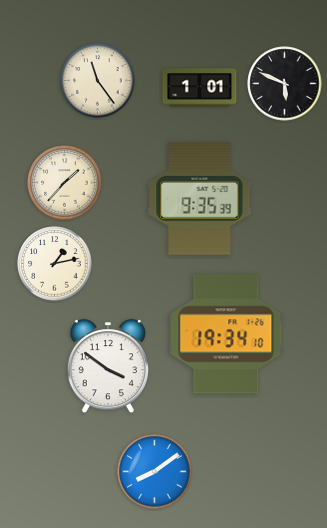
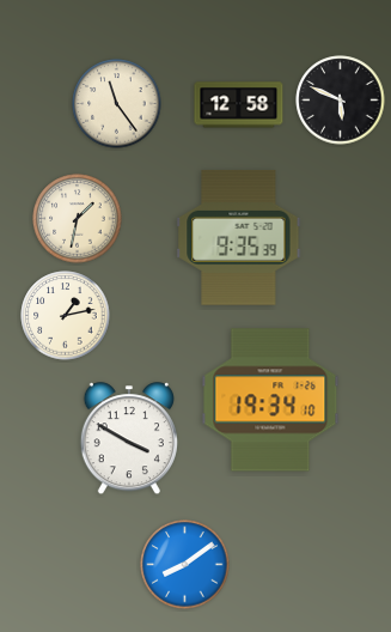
clock at (98, 81) position: (98, 81) -> (117, 104)
clock at (200, 88): 1:01 -> 12:58
clock at (65, 183): 1:37 -> 1:32
clock at (108, 367): 3:51 -> 3:50
